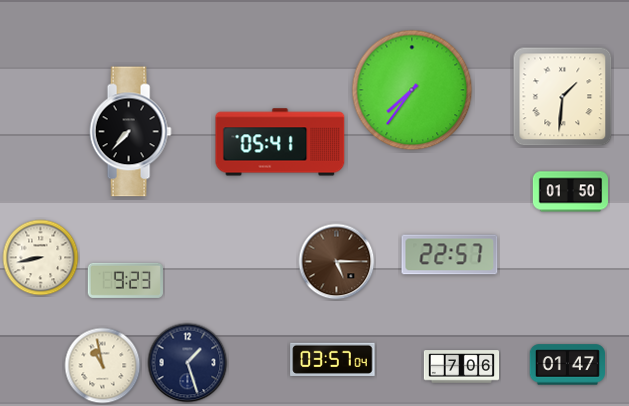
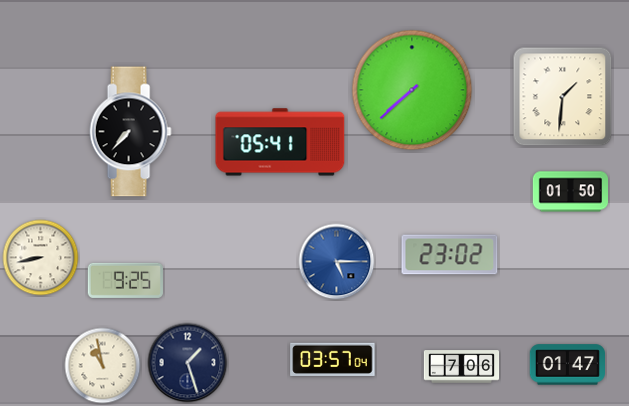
clock at (412, 90): 7:36 -> 7:38
clock at (450, 255): 22:57 -> 23:02
clock at (337, 262) dial: brown -> blue
clock at (125, 280): 9:23 -> 9:25
